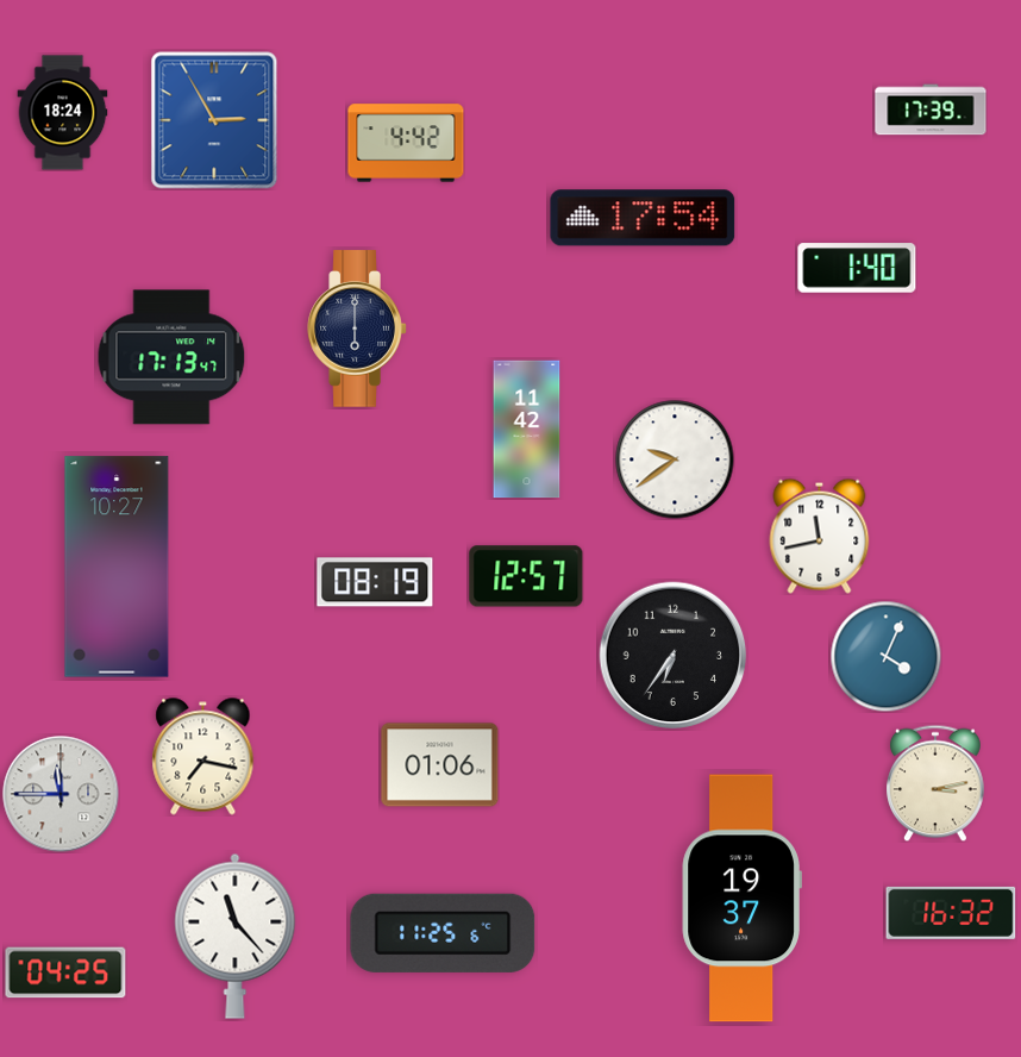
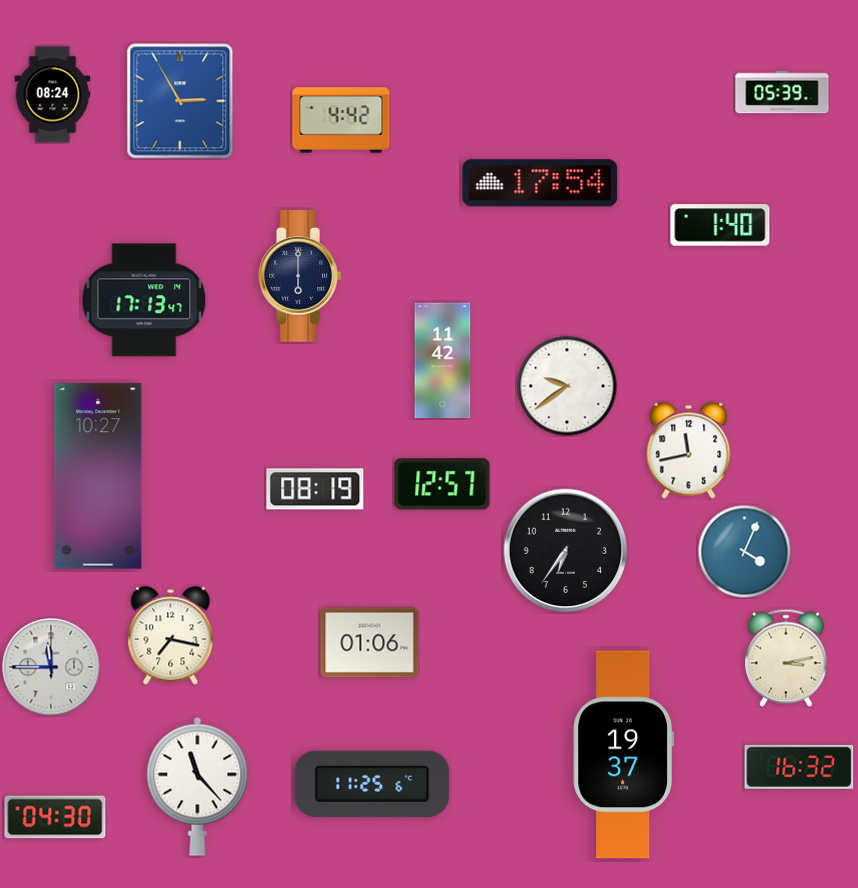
clock at (931, 110): 17:39 -> 05:39
clock at (63, 113): 18:24 -> 08:24
clock at (65, 972): 04:25 -> 04:30
